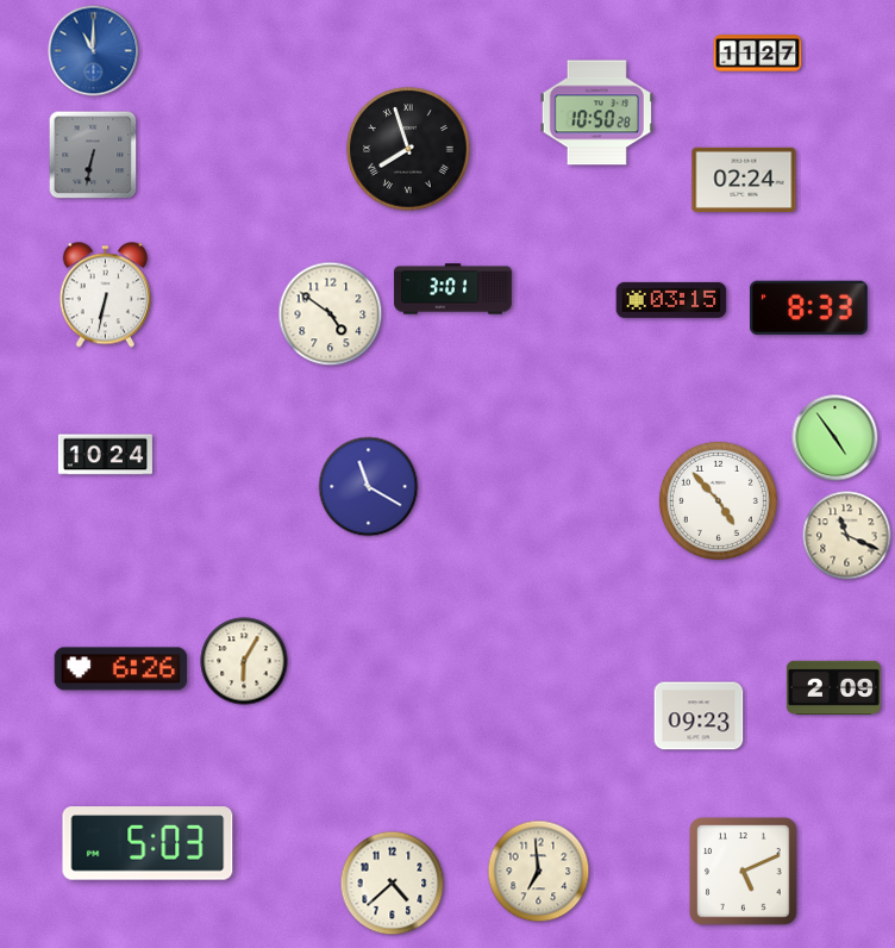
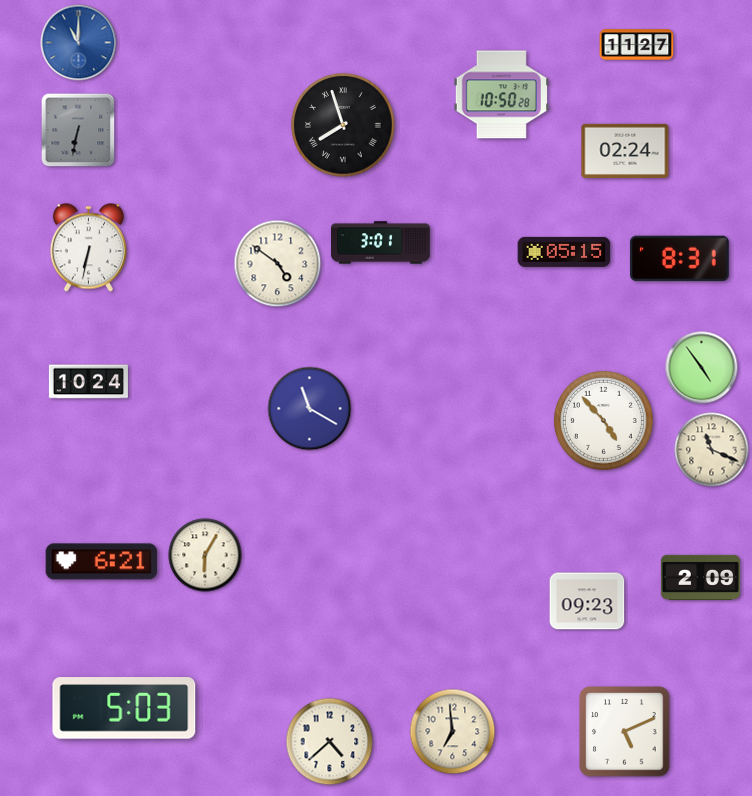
clock at (671, 300): 03:15 -> 05:15
clock at (808, 308): 8:33 -> 8:31
clock at (121, 669): 6:26 -> 6:21
